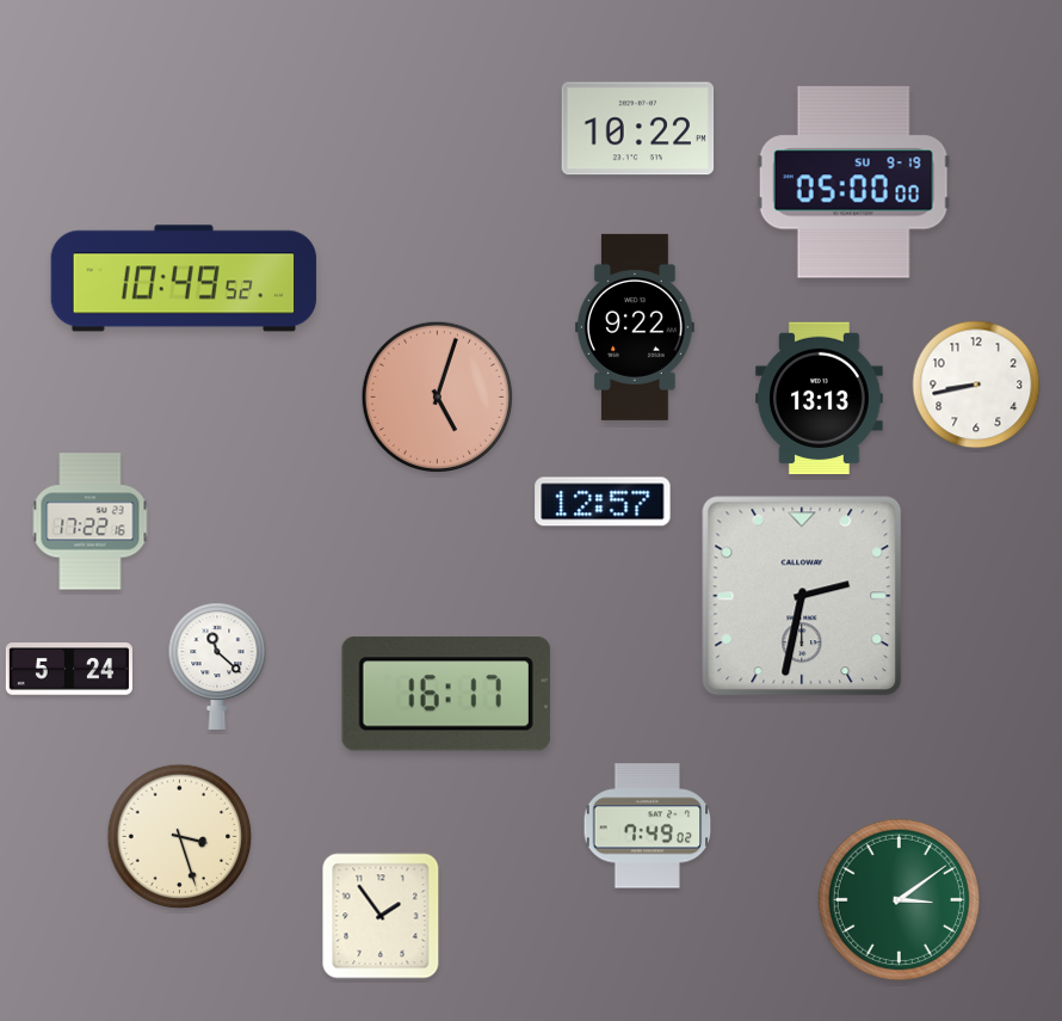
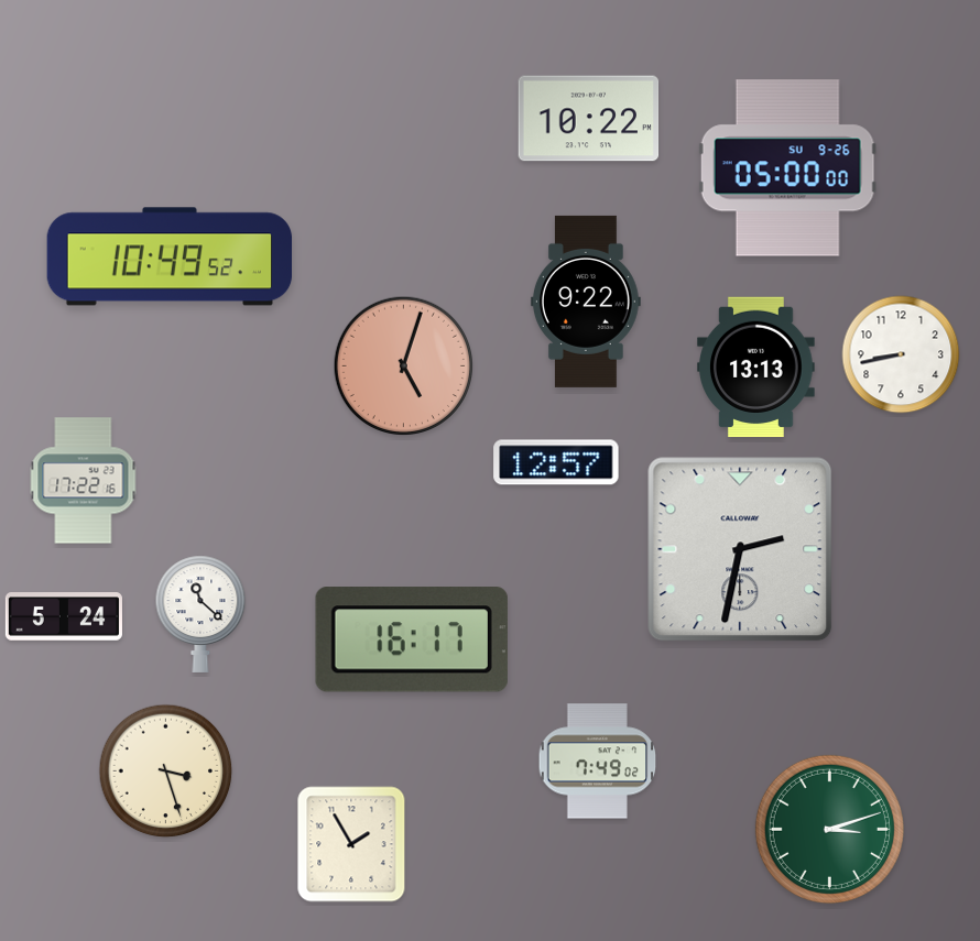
clock at (853, 183) date: SU 9-19 -> SU 9-26
clock at (899, 899): 3:09 -> 3:12
clock at (381, 916): 1:54 -> 1:55
